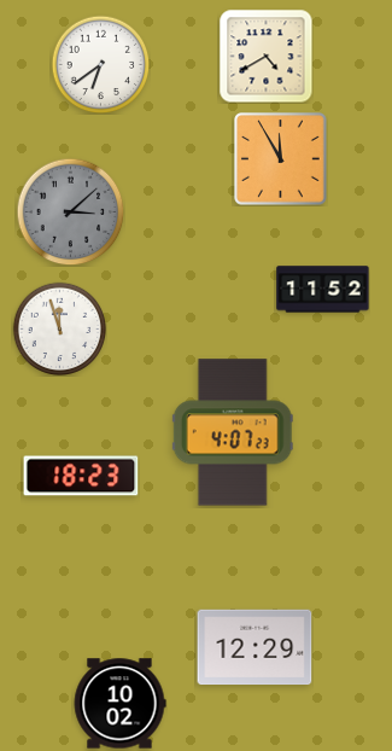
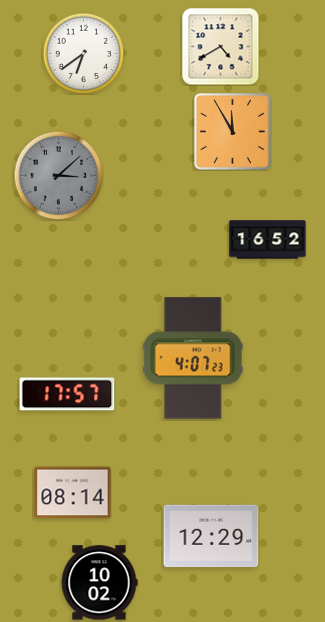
clock at (323, 290): 11:52 -> 16:52
clock at (59, 328): 11:57 -> none
clock at (81, 476): 18:23 -> 17:57
clock at (73, 493): none -> 08:14
